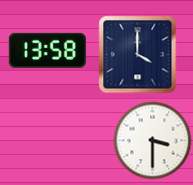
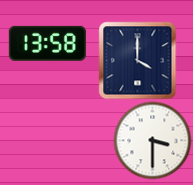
clock at (47, 50) position: (47, 50) -> (47, 43)
clock at (137, 54) position: (137, 54) -> (137, 60)
